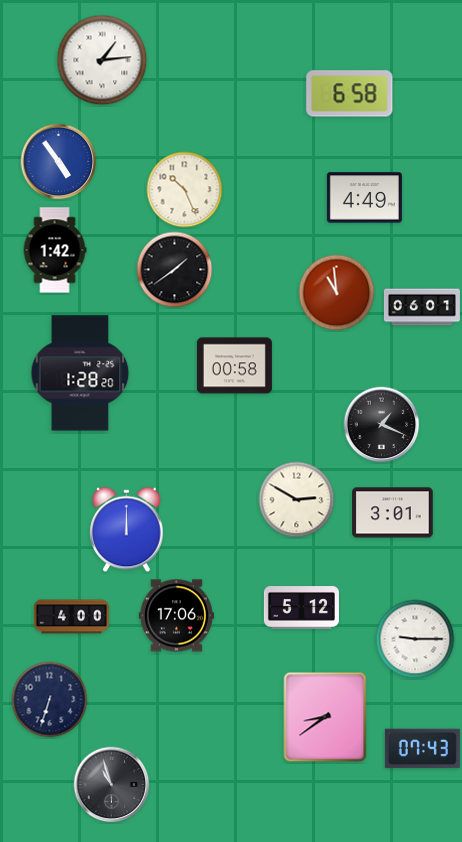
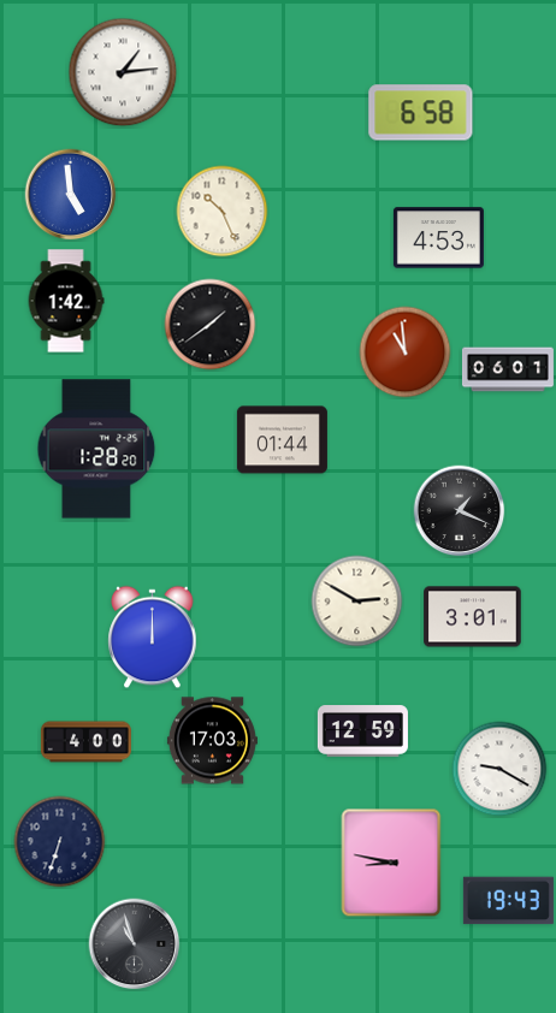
clock at (59, 162): 4:54 -> 4:59
clock at (185, 190) position: (185, 190) -> (223, 212)
clock at (364, 198): 4:49 -> 4:53
clock at (234, 366): 00:58 -> 01:44
clock at (301, 608): 5:12 -> 12:59
clock at (176, 616): 17:06 -> 17:03
clock at (415, 639): 9:15 -> 9:20
clock at (325, 717): 8:39 -> 8:47
clock at (422, 749): 07:43 -> 19:43
